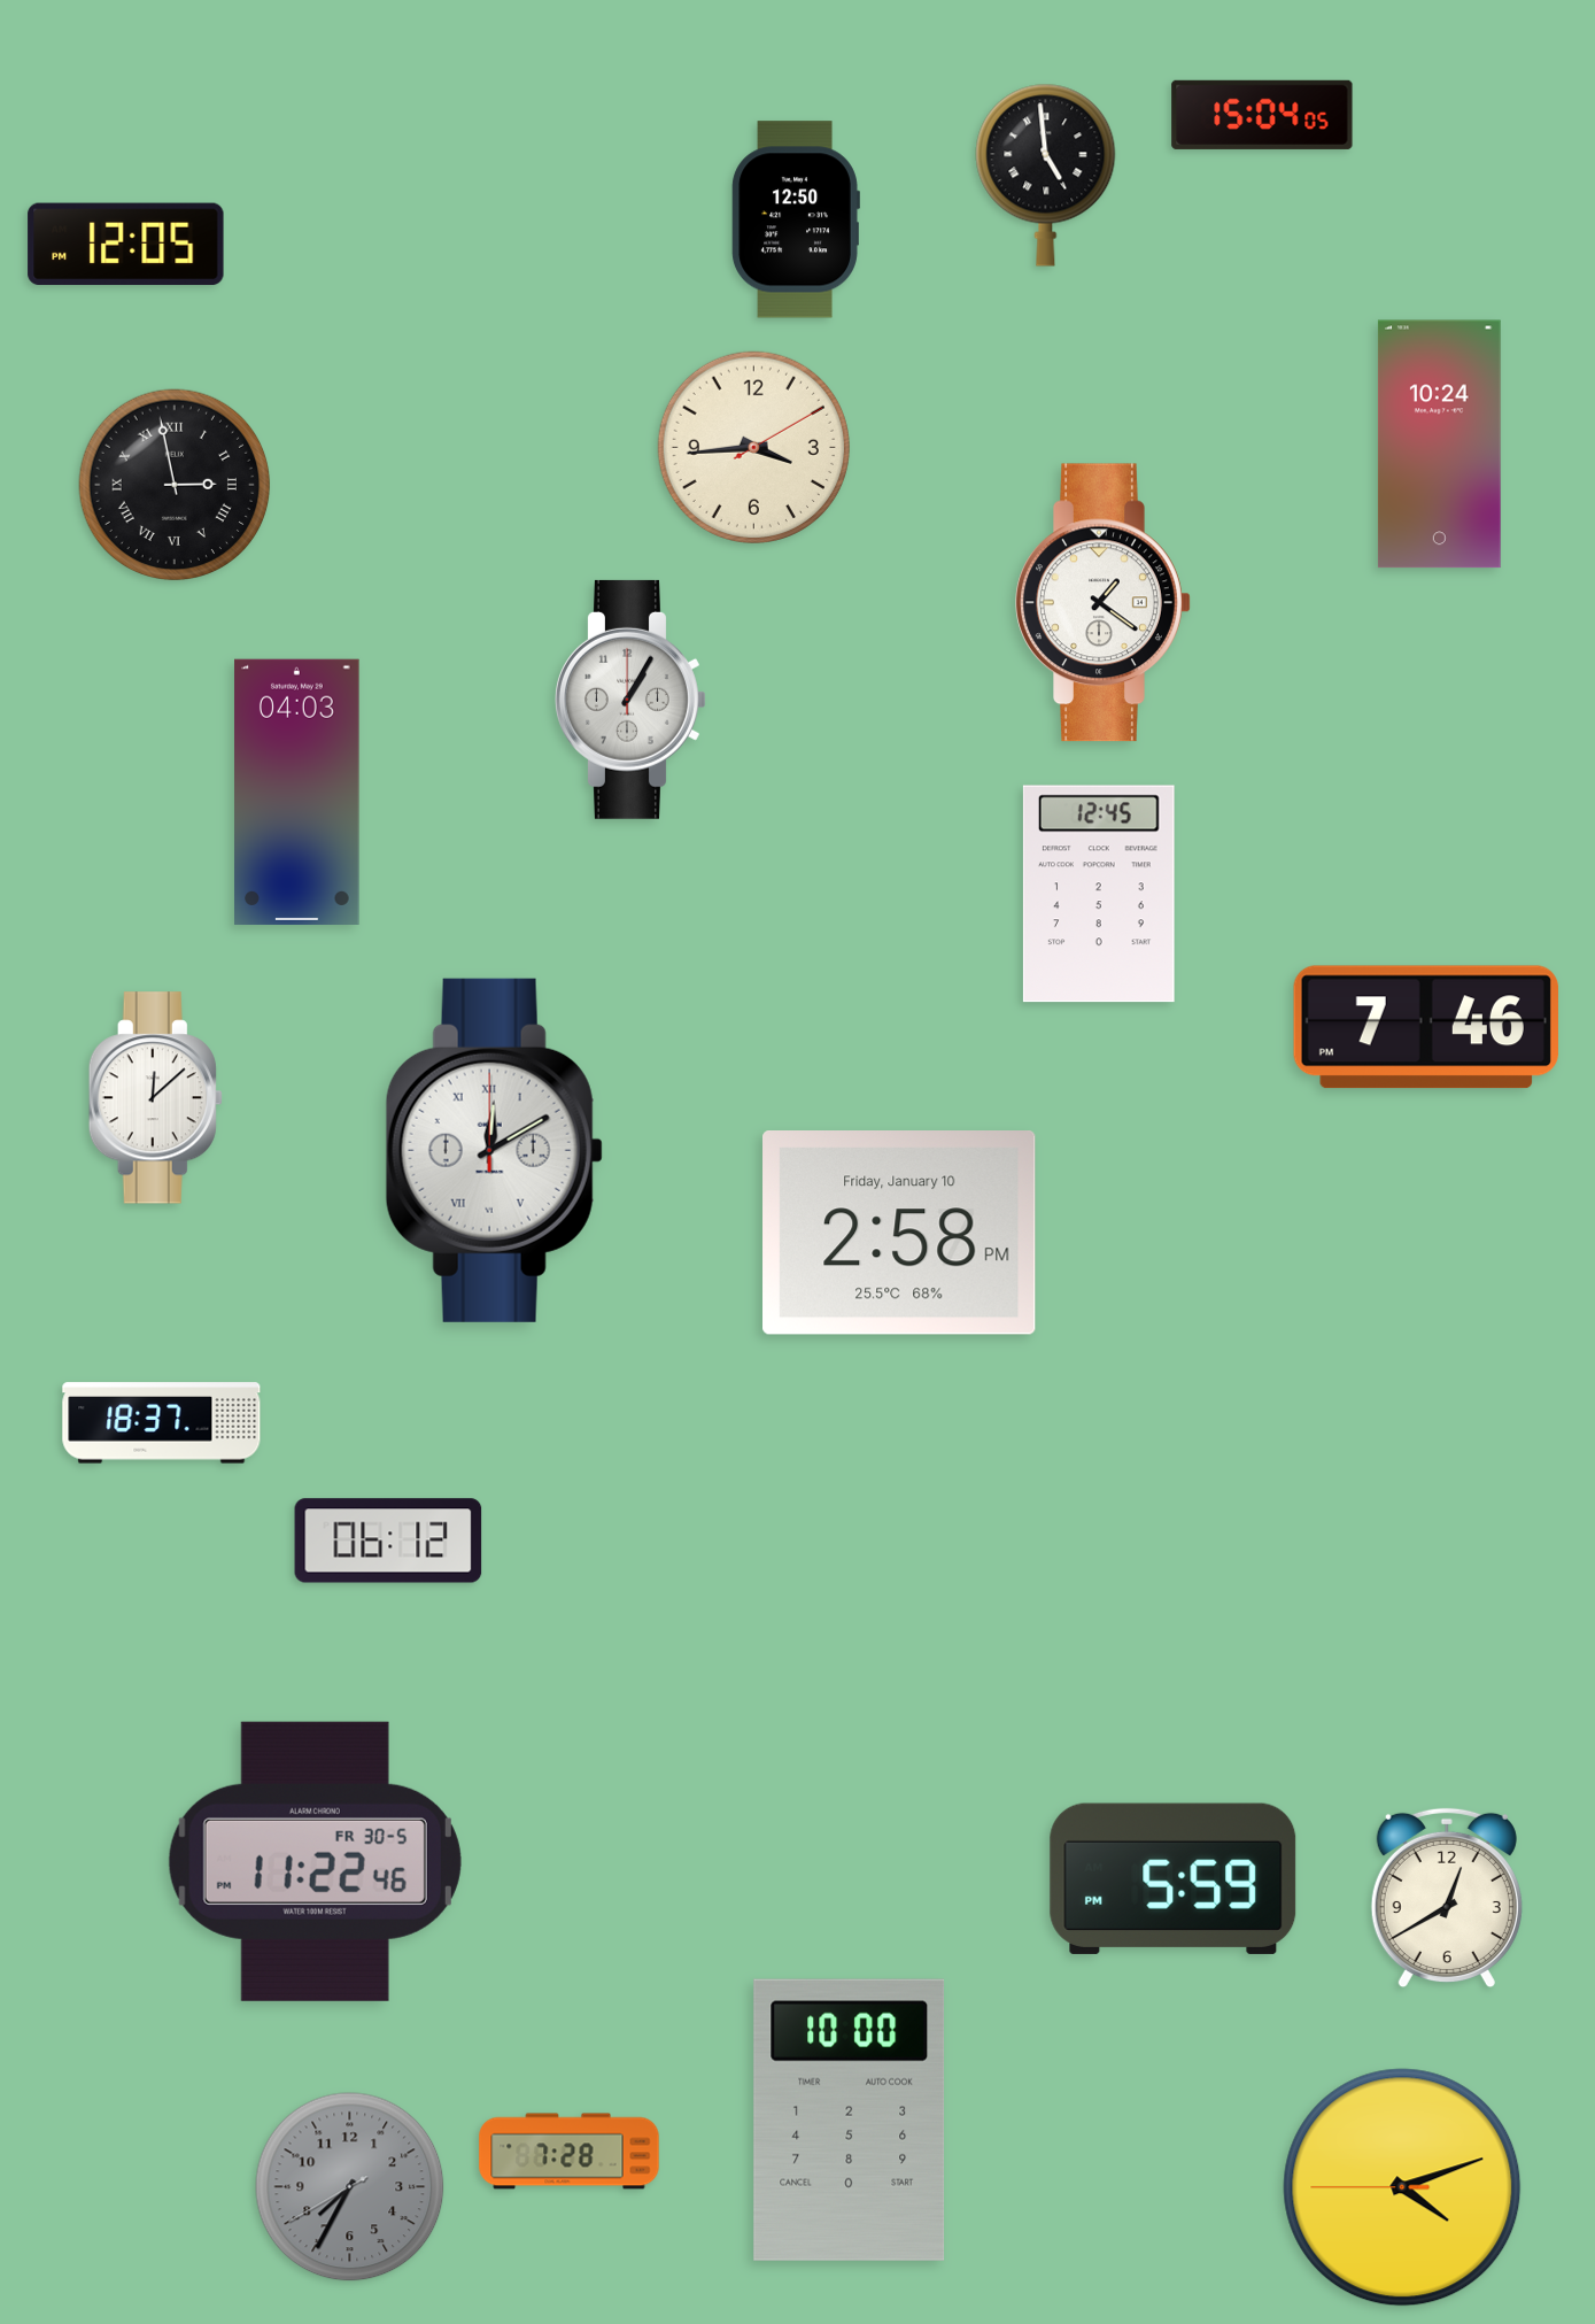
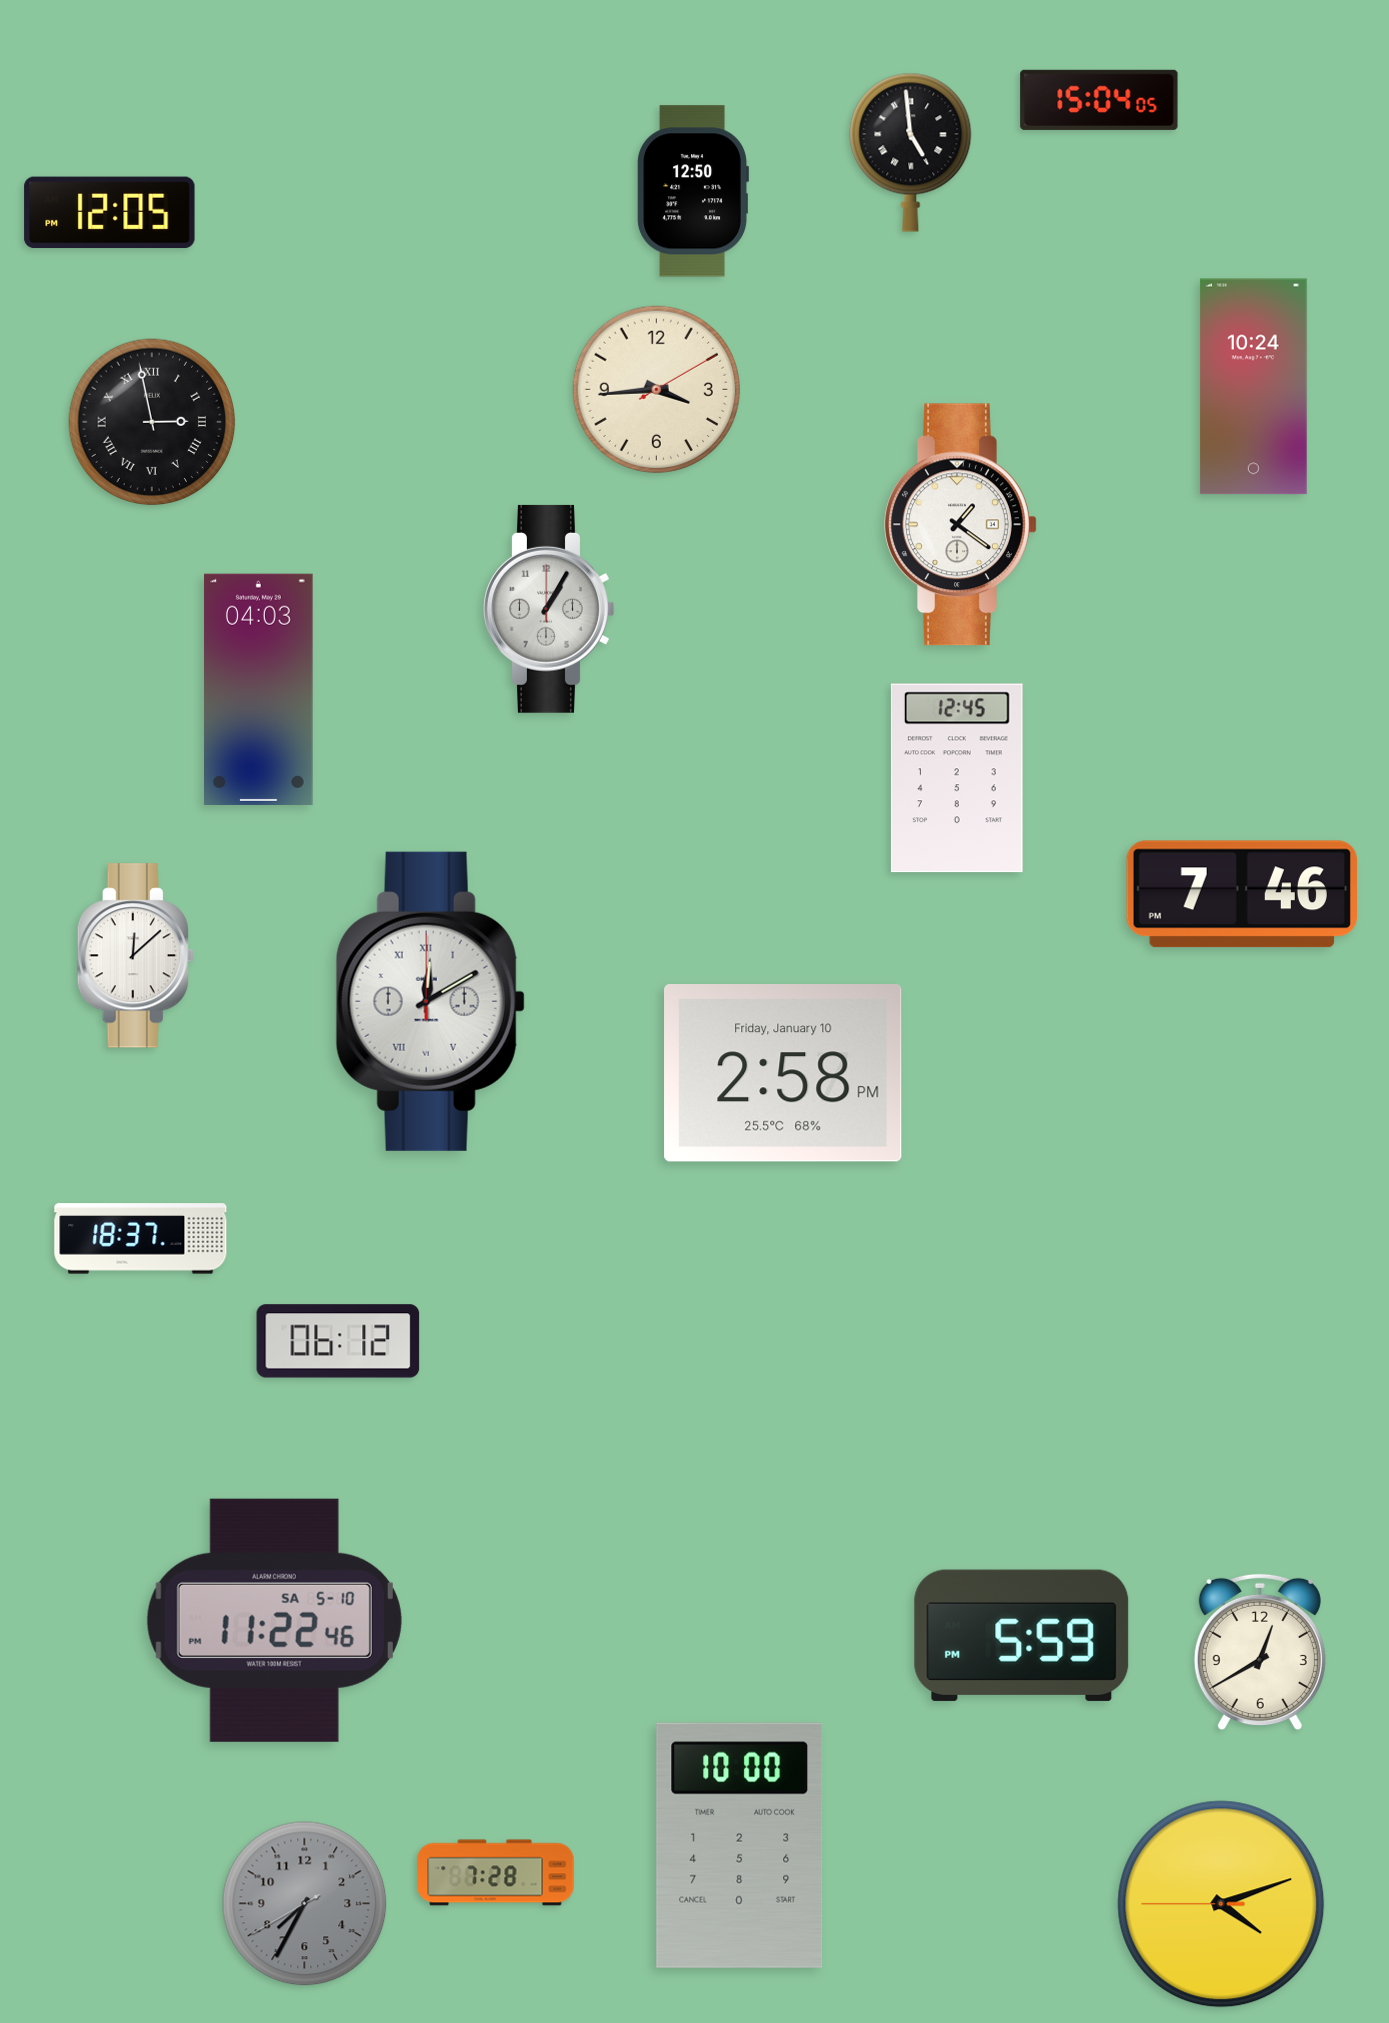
clock at (315, 1861) date: FR 30-5 -> SA 5-10
